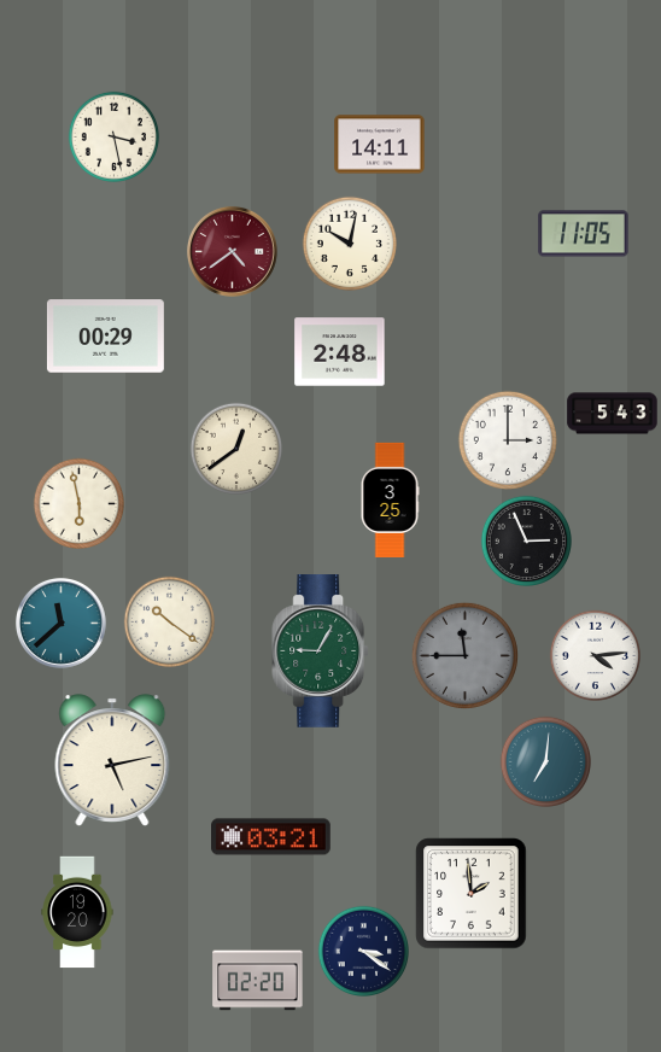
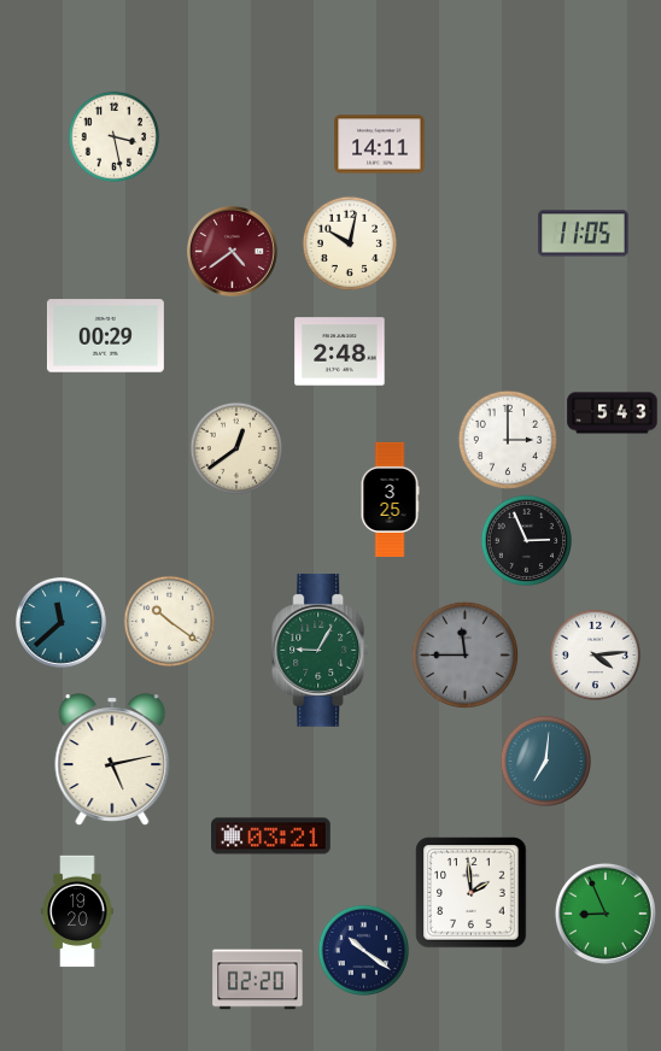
clock at (80, 504): 5:58 -> none
clock at (606, 914): none -> 8:56
clock at (364, 952): 3:21 -> 10:21
